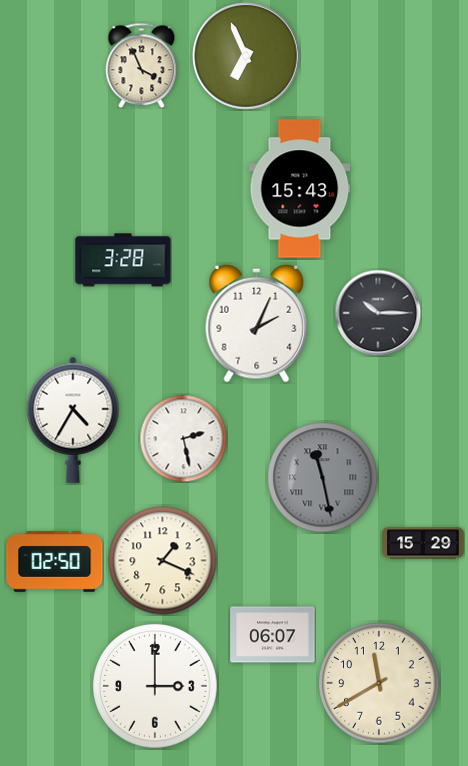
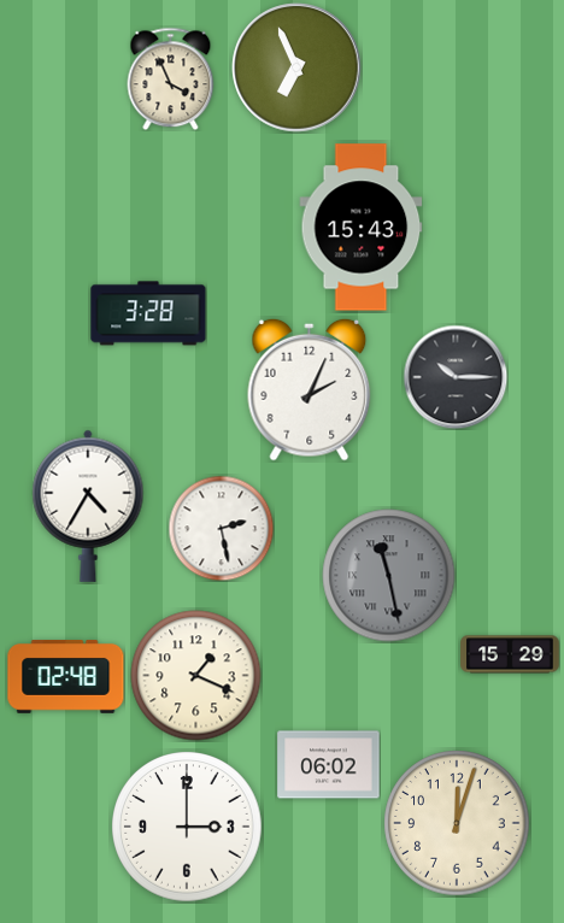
clock at (55, 562): 02:50 -> 02:48
clock at (273, 635): 06:07 -> 06:02
clock at (379, 683): 11:40 -> 12:03
